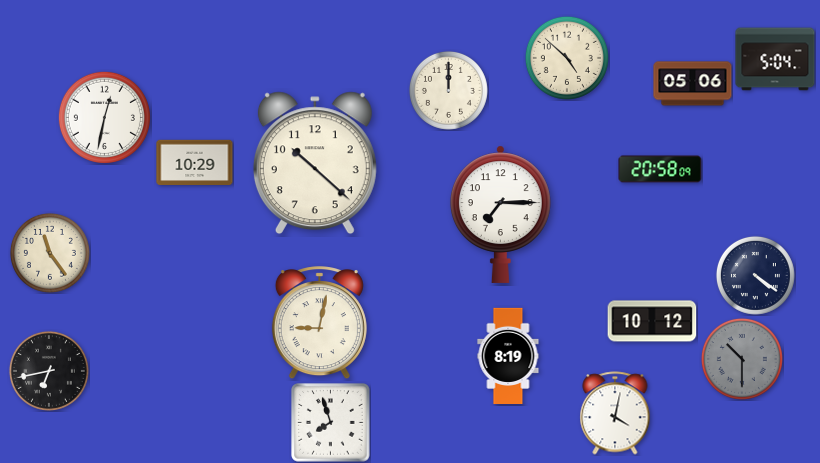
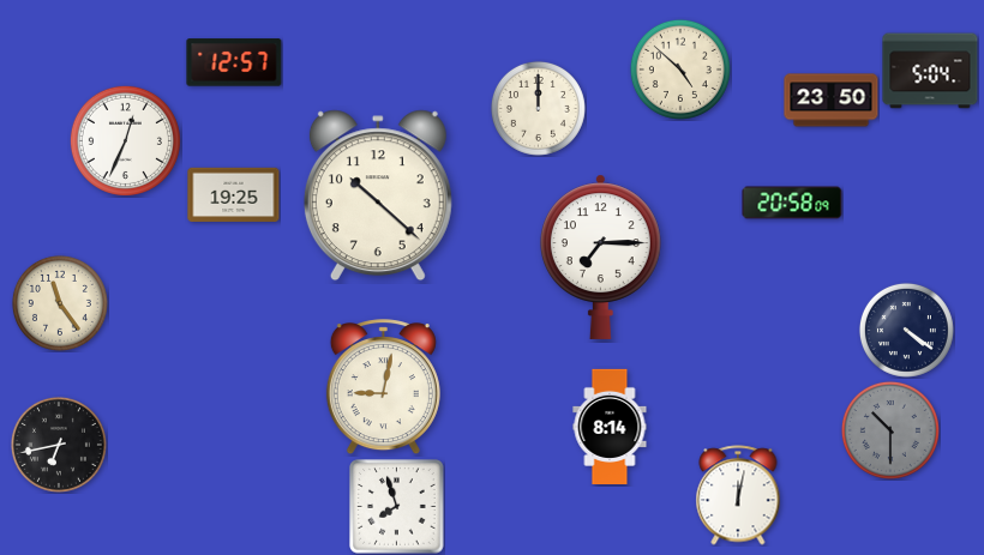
clock at (234, 62): none -> 12:57
clock at (693, 84): 05:06 -> 23:50
clock at (104, 117): 12:32 -> 12:34
clock at (195, 163): 10:29 -> 19:25
clock at (652, 321): 10:12 -> none
clock at (508, 355): 8:19 -> 8:14
clock at (615, 413): 4:02 -> 12:02
